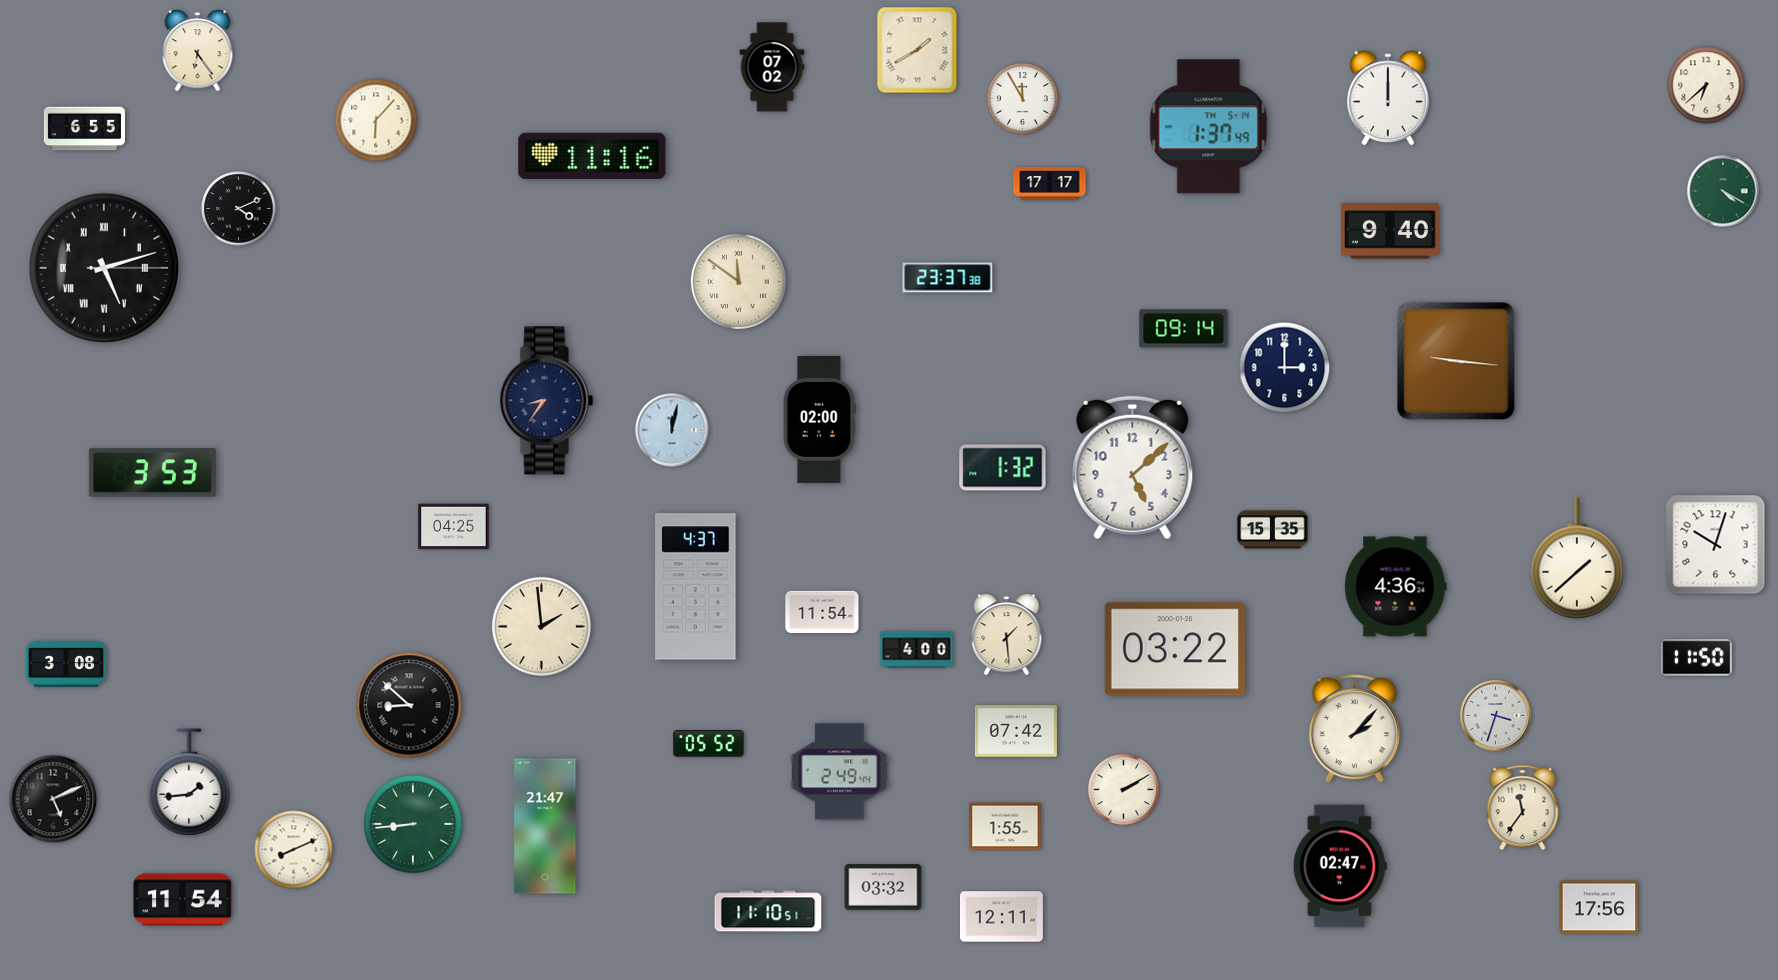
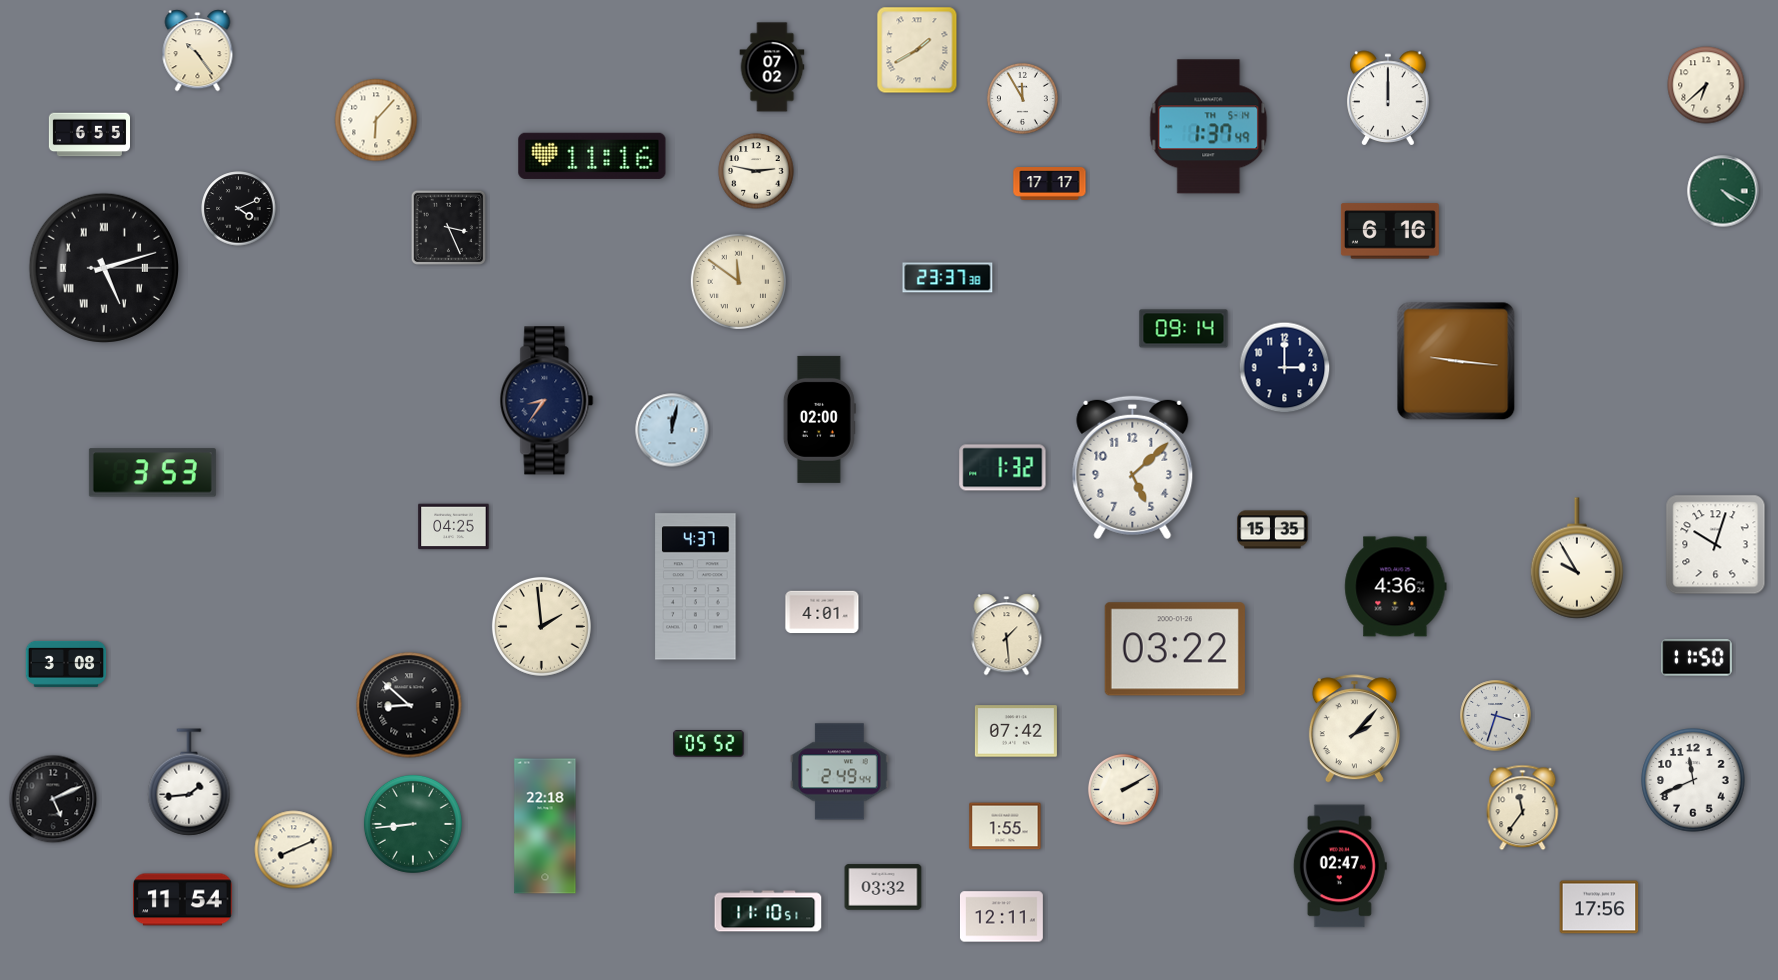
clock at (198, 51): 6:24 -> 10:24
clock at (84, 129) position: (84, 129) -> (89, 135)
clock at (756, 171): none -> 2:47
clock at (448, 227): none -> 3:26
clock at (1390, 231): 9:40 -> 6:16
clock at (1576, 558): 1:38 -> 9:55
clock at (822, 612): 11:54 -> 4:01
clock at (917, 650): 4:00 -> none
clock at (1693, 780): none -> 11:41
clock at (545, 826): 21:47 -> 22:18
